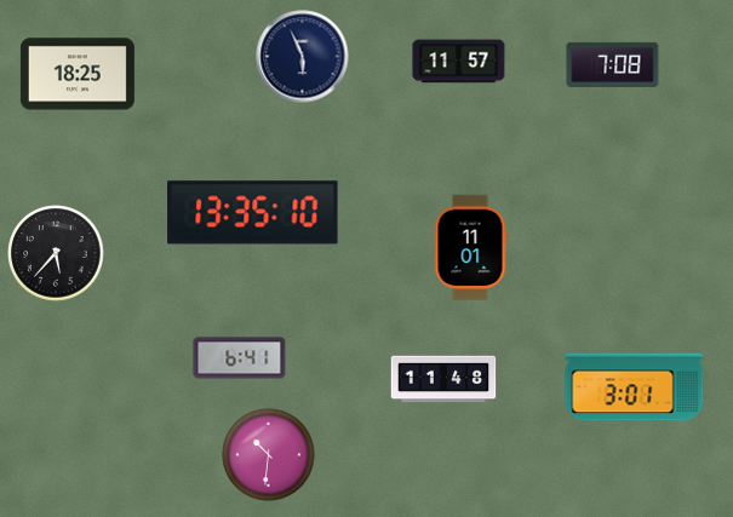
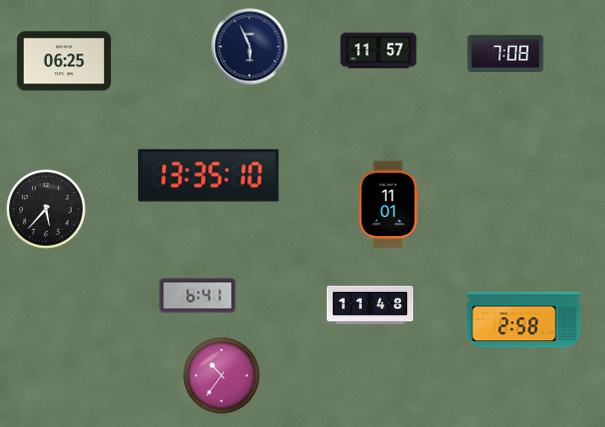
clock at (78, 74): 18:25 -> 06:25
clock at (443, 379) position: (443, 379) -> (370, 305)
clock at (635, 387): 3:01 -> 2:58
clock at (269, 455): 10:31 -> 10:36
